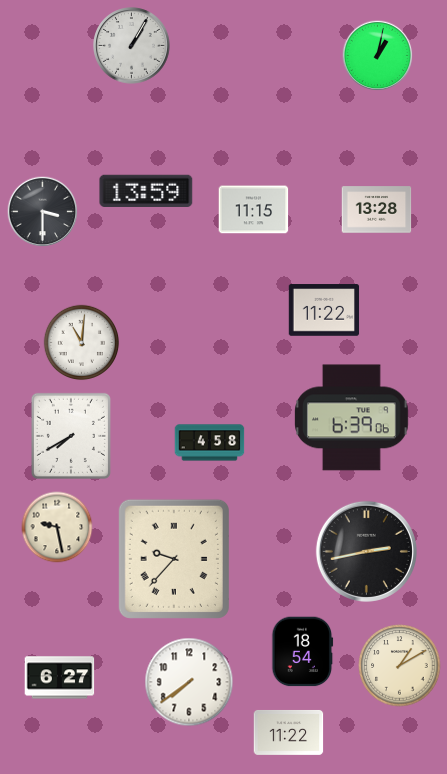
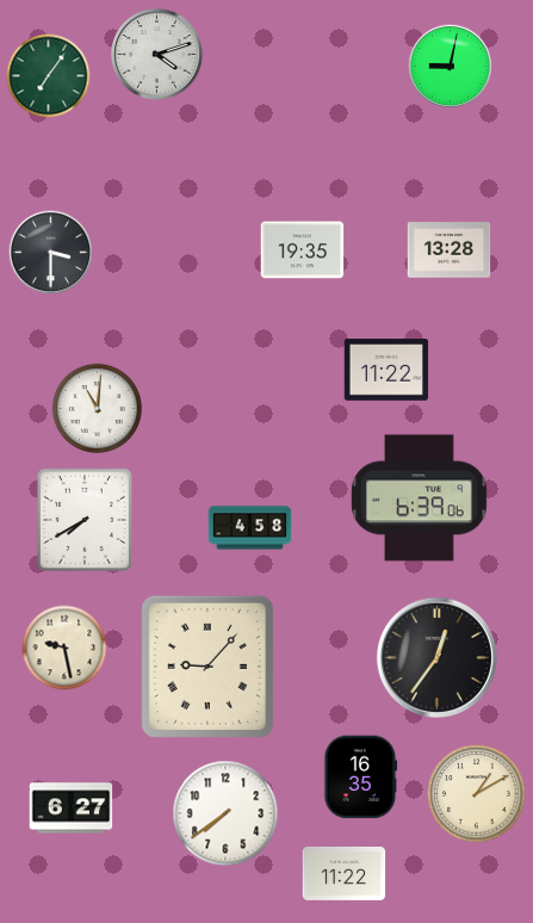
clock at (132, 46): 1:05 -> 4:12
clock at (378, 56): 1:02 -> 9:02
clock at (49, 76): none -> 7:06
clock at (146, 191): 13:59 -> none
clock at (254, 210): 11:15 -> 19:35
clock at (57, 527) position: (57, 527) -> (64, 648)
clock at (366, 551): 2:43 -> 12:36
clock at (174, 559): 9:37 -> 9:07
clock at (303, 652): 18:54 -> 16:35
